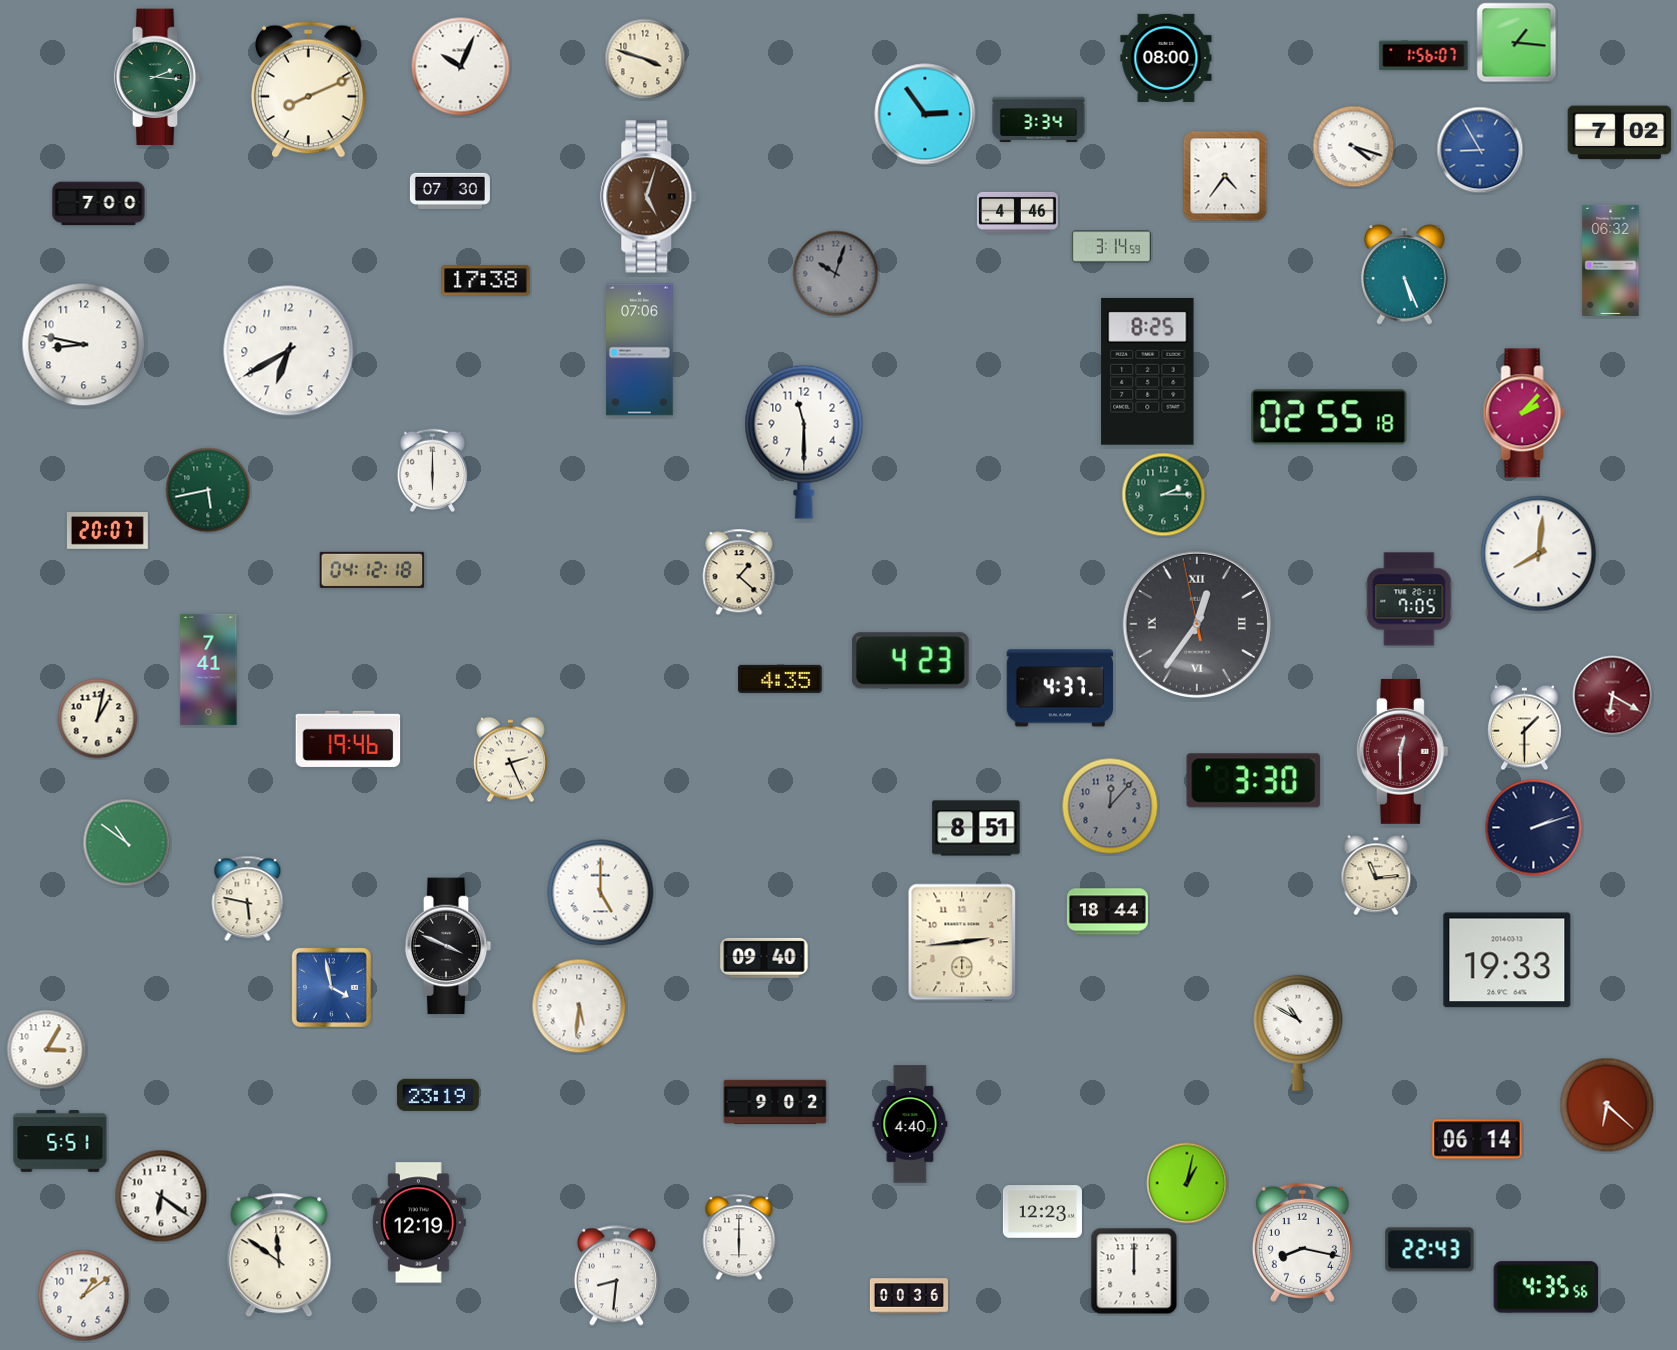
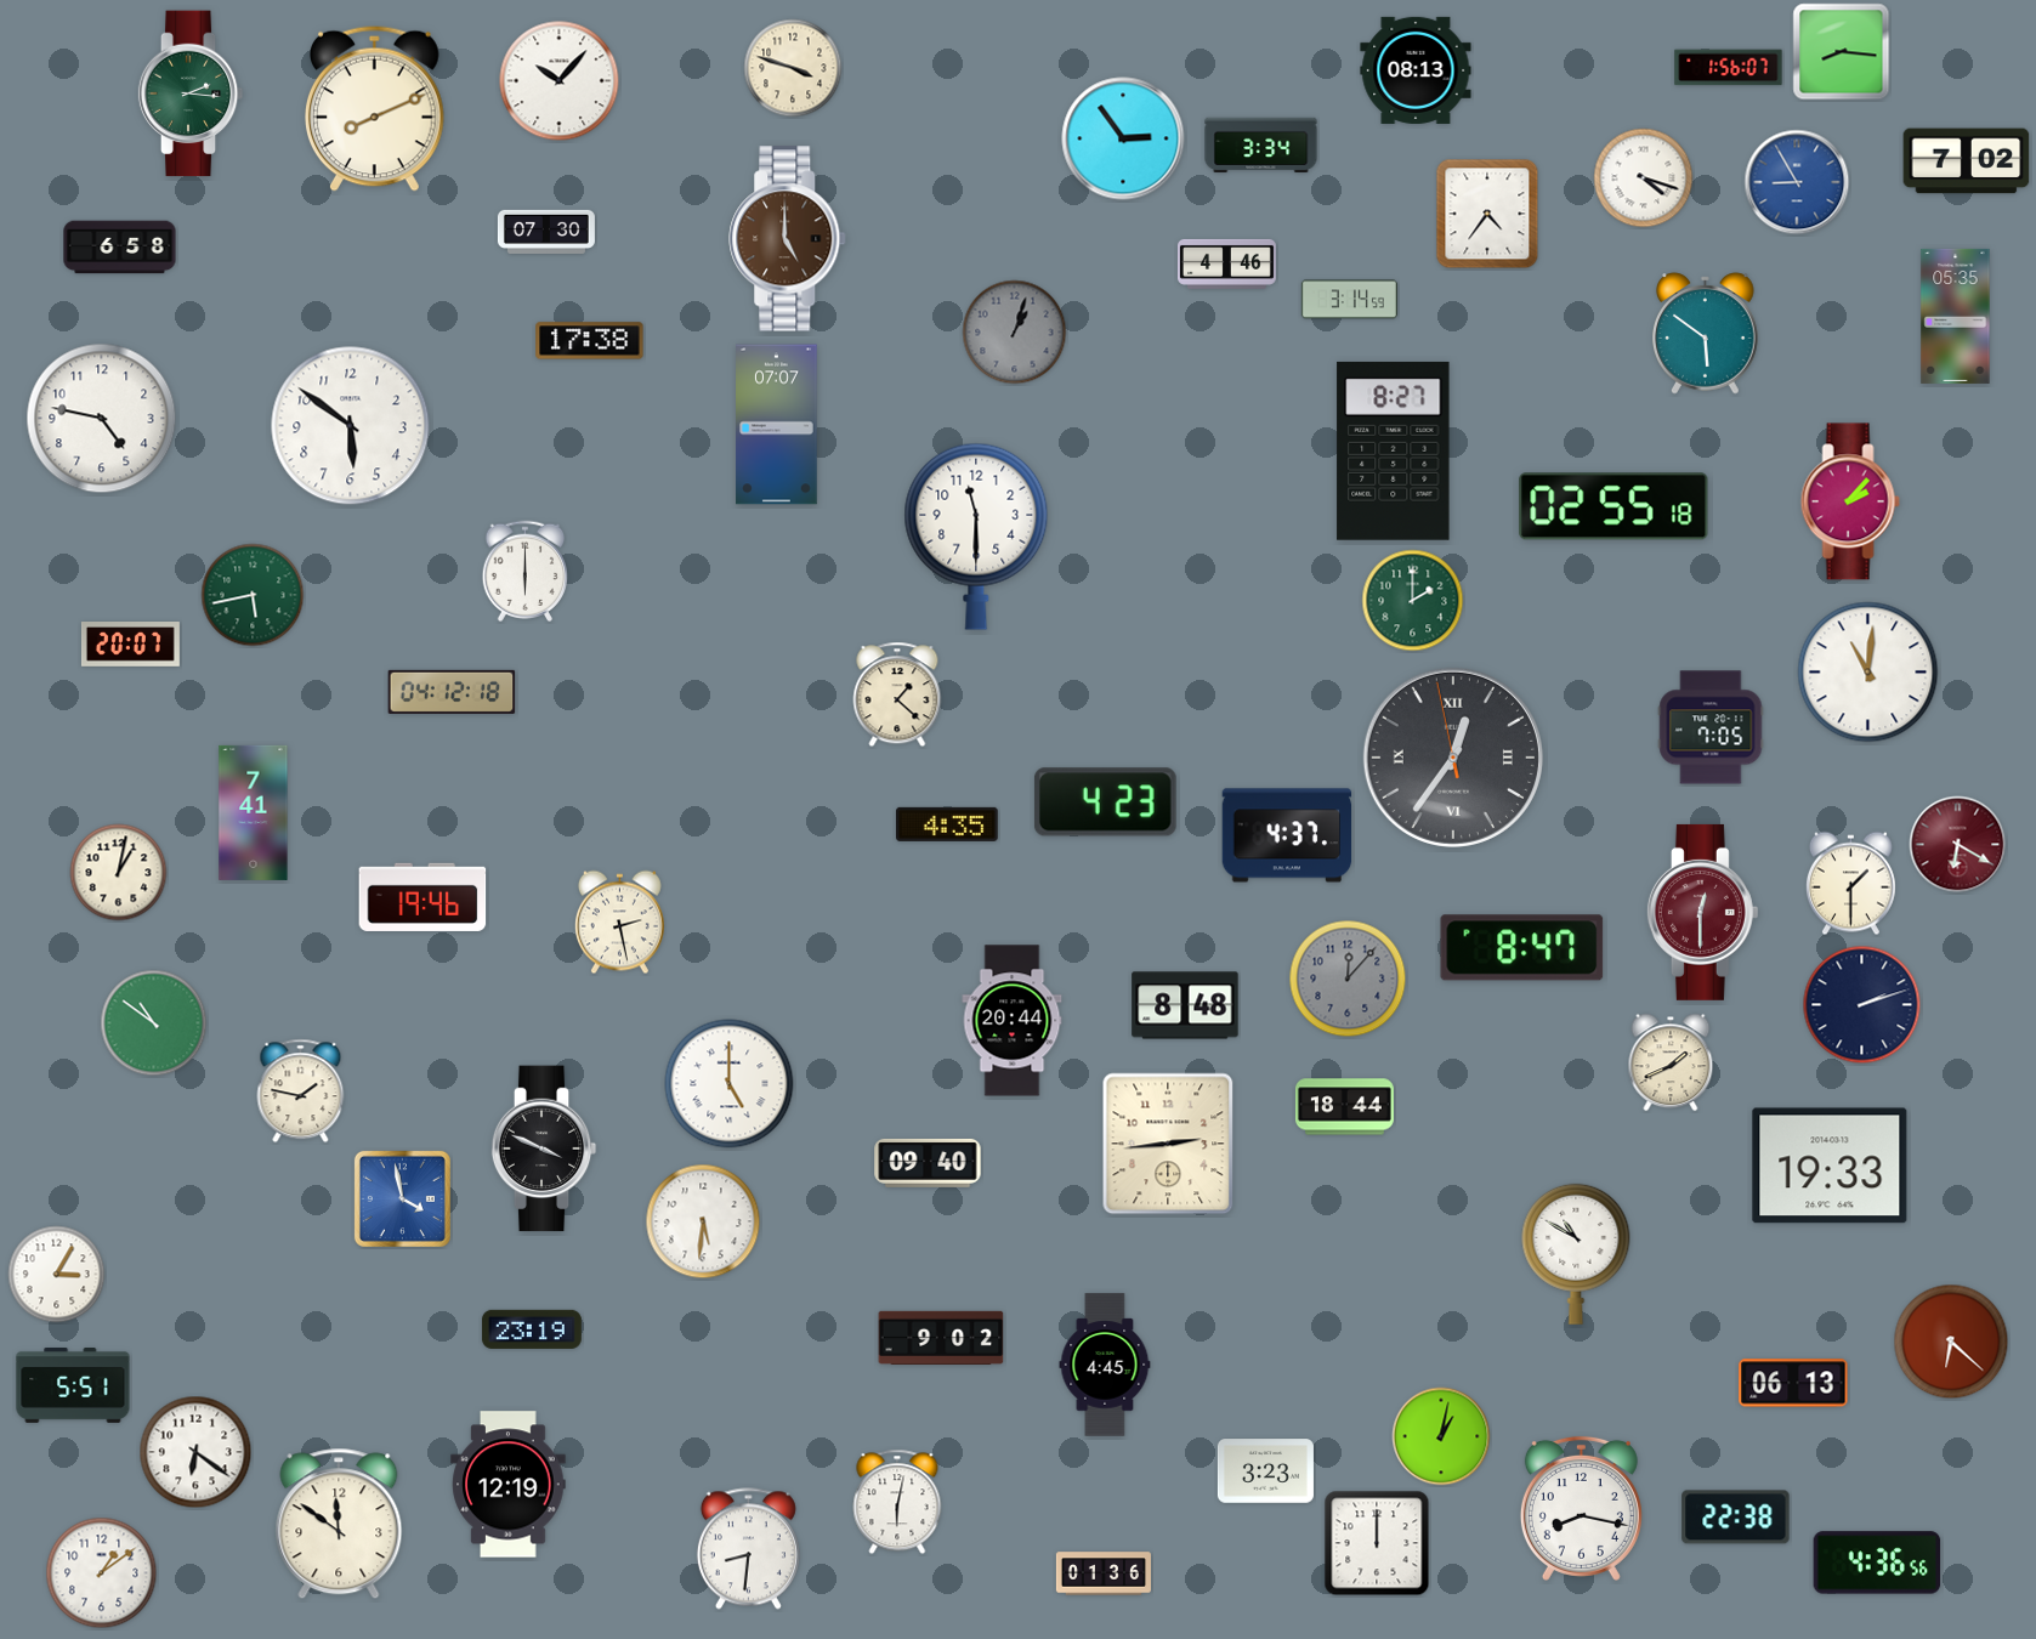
clock at (1517, 43): 1:16 -> 8:16
clock at (1166, 58): 08:00 -> 08:13
clock at (645, 59) position: (645, 59) -> (793, 68)
clock at (461, 67): 10:04 -> 10:07
clock at (649, 197): 5:03 -> 5:00
clock at (99, 204): 7:00 -> 6:58
clock at (1017, 212) position: (1017, 212) -> (1226, 263)
clock at (1611, 260): 06:32 -> 05:35
clock at (836, 274): 10:03 -> 1:03
clock at (1405, 275): 5:26 -> 5:51
clock at (84, 345): 8:47 -> 4:47
clock at (640, 350): 07:06 -> 07:07
clock at (289, 351): 6:40 -> 5:51
clock at (1148, 371): 8:25 -> 8:27
clock at (1164, 495): 2:15 -> 2:00
clock at (1539, 554): 8:01 -> 11:01
clock at (510, 760): 2:26 -> 2:28
clock at (1254, 781): 3:30 -> 8:47
clock at (976, 828): 8:51 -> 8:48
clock at (1013, 1021): none -> 20:44
clock at (1376, 875): 11:14 -> 1:41
clock at (248, 899): 5:47 -> 1:47
clock at (910, 1124): 4:40 -> 4:45
clock at (1477, 1139): 06:14 -> 06:13
clock at (1042, 1212): 12:23 -> 3:23
clock at (739, 1237): 6:00 -> 6:02
clock at (1430, 1250): 22:43 -> 22:38
clock at (1546, 1287): 4:35 -> 4:36
clock at (909, 1296): 00:36 -> 01:36
